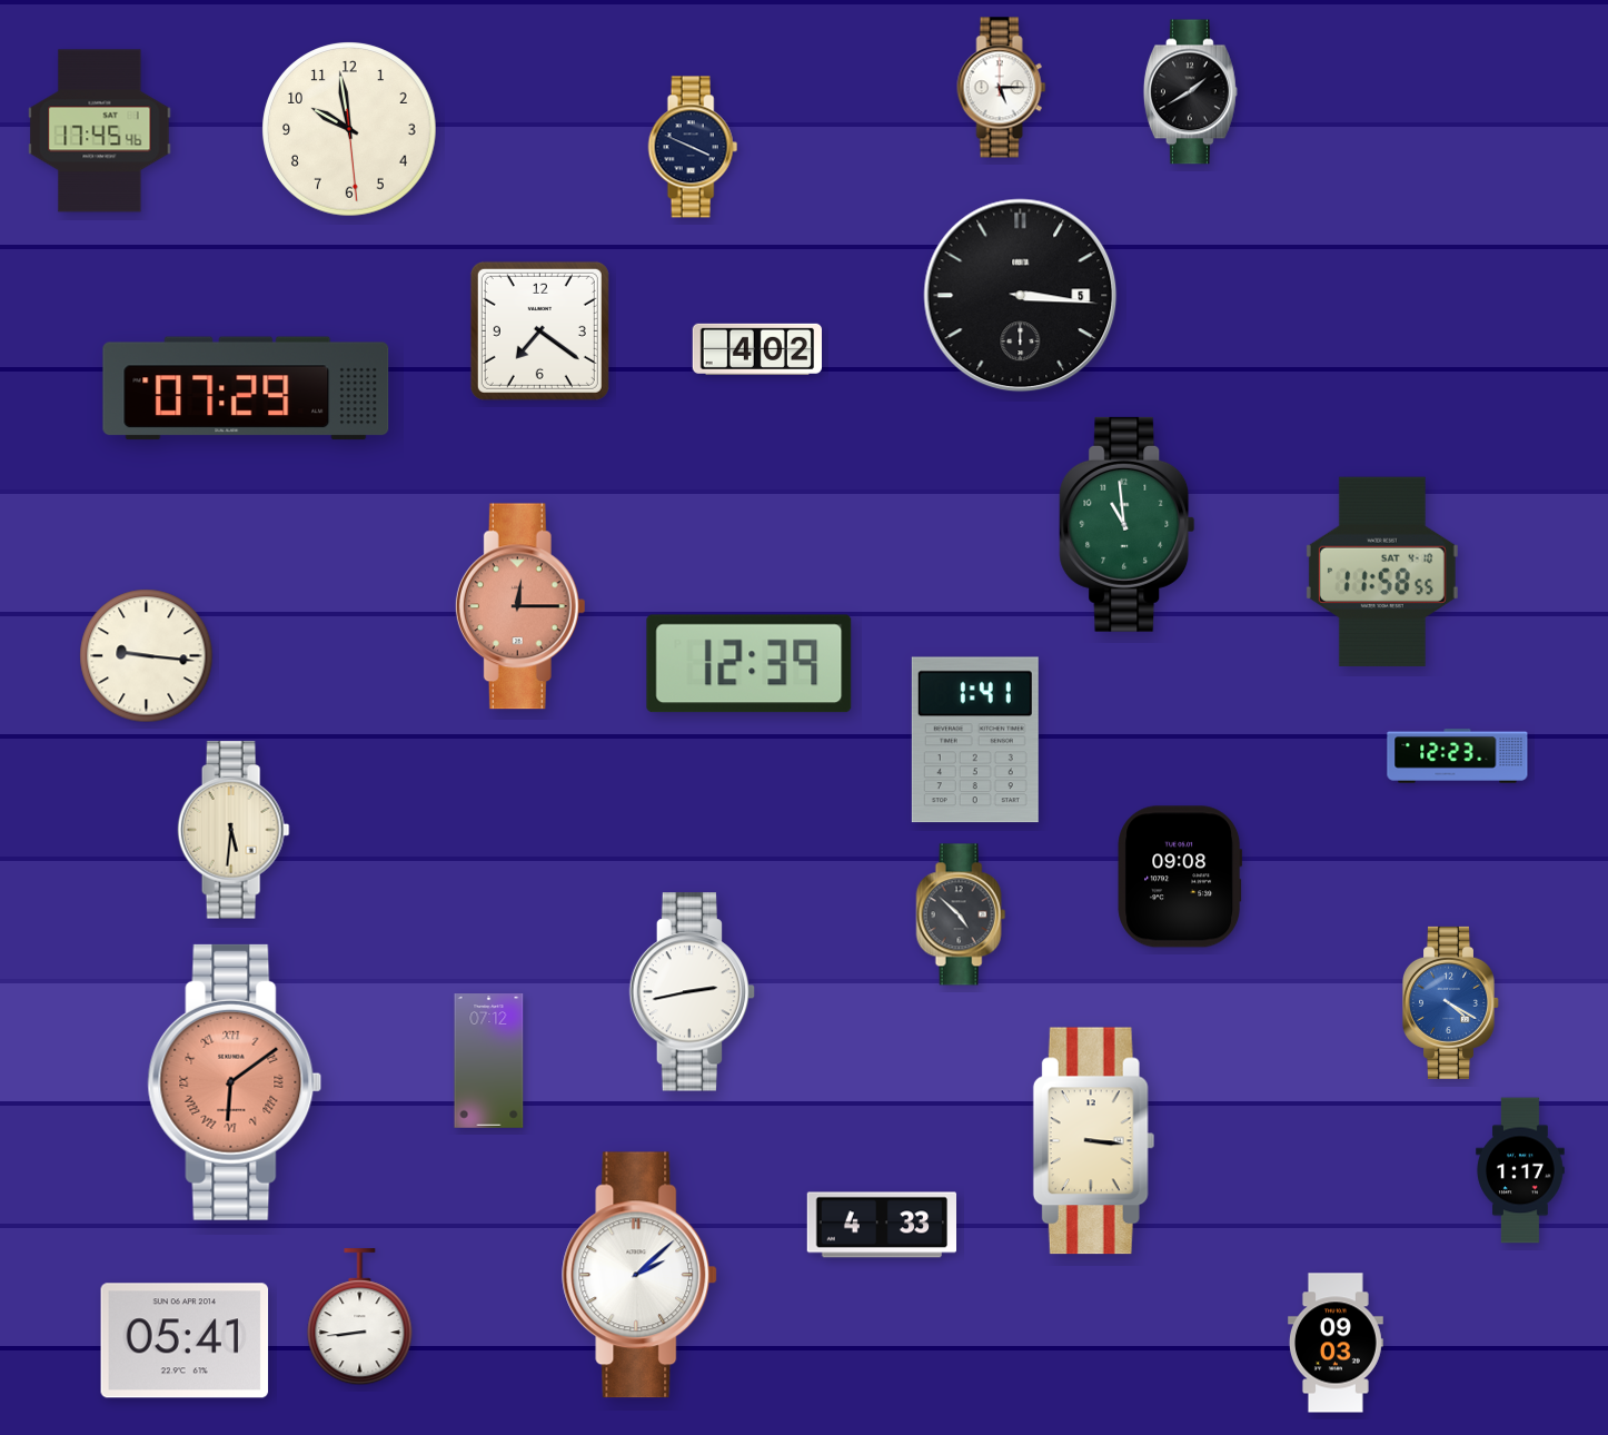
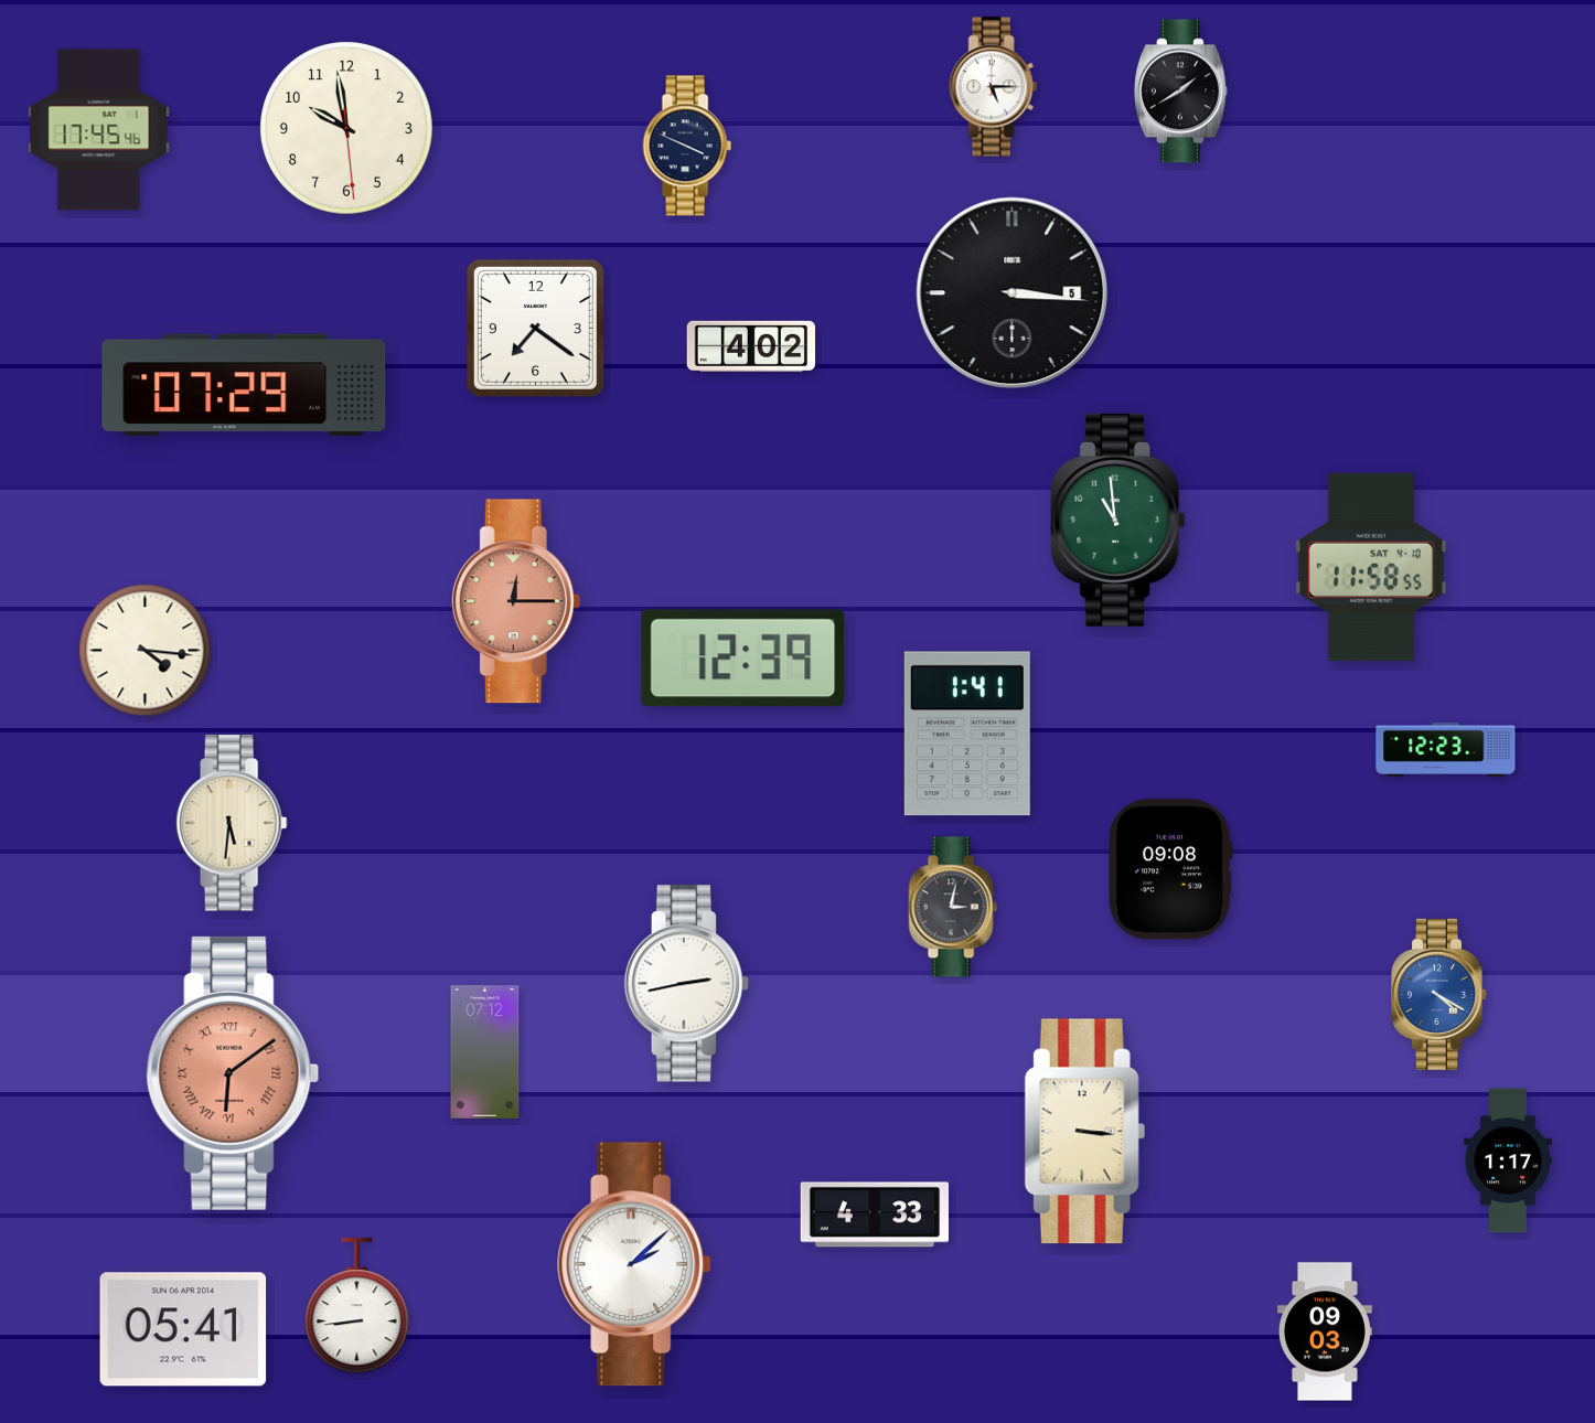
clock at (147, 656): 9:16 -> 4:16
clock at (961, 914): 4:52 -> 3:02
